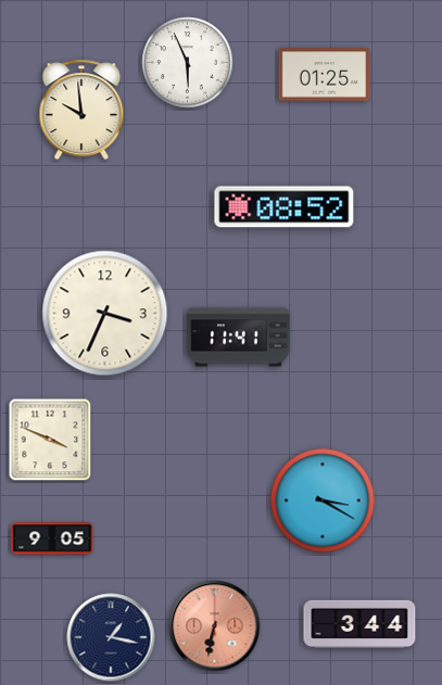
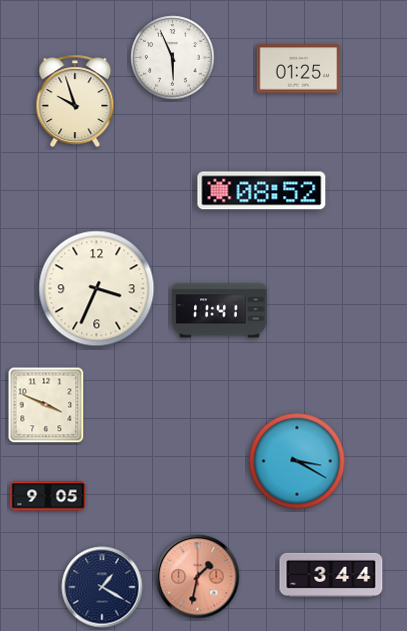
clock at (81, 110): 9:59 -> 9:57
clock at (215, 626): 6:32 -> 1:32
clock at (111, 637): 1:17 -> 1:20
